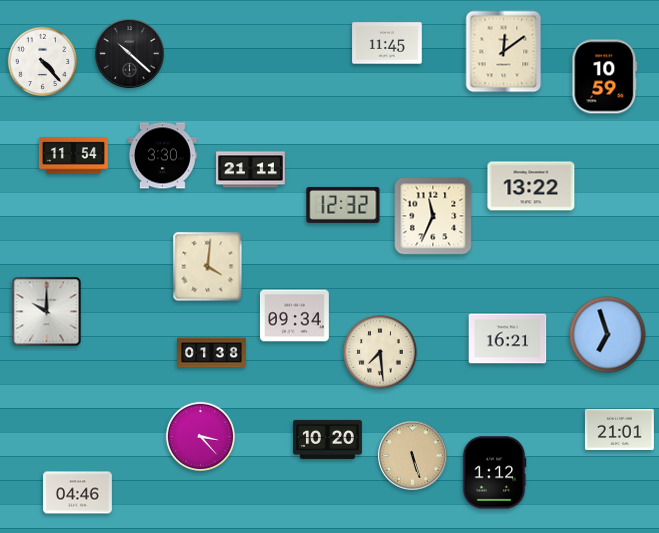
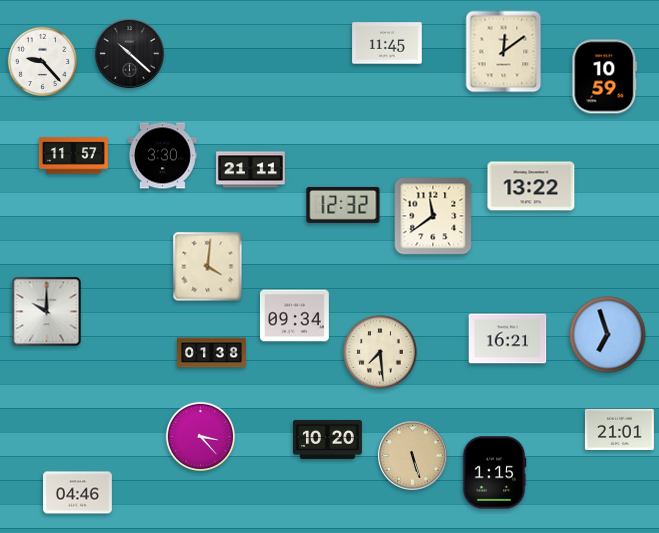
clock at (42, 61): 4:23 -> 9:23
clock at (74, 156): 11:54 -> 11:57
clock at (433, 216): 11:34 -> 11:39
clock at (494, 473): 1:12 -> 1:15
